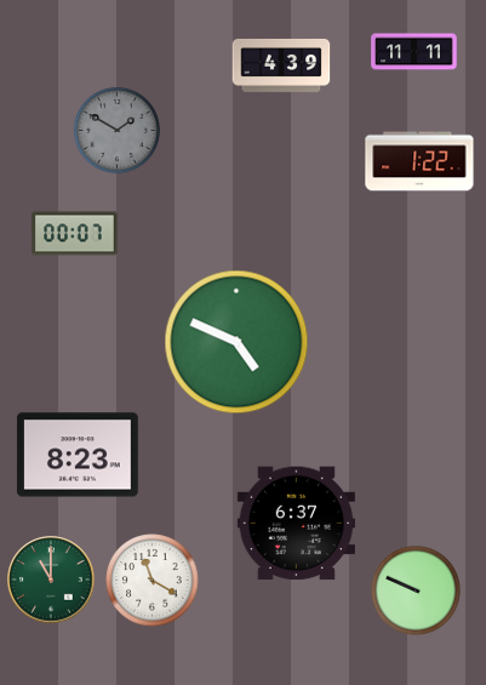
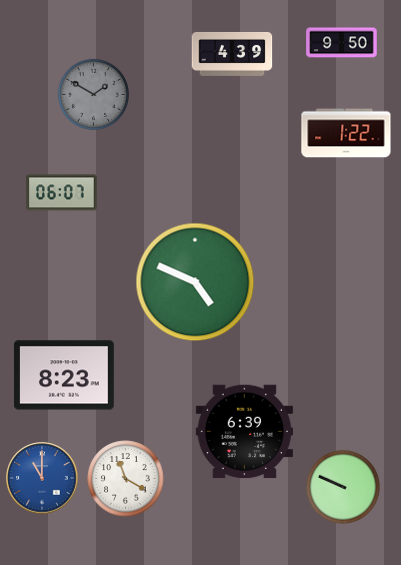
clock at (414, 52): 11:11 -> 9:50
clock at (116, 130) position: (116, 130) -> (93, 94)
clock at (75, 234): 00:07 -> 06:07
clock at (296, 524): 6:37 -> 6:39
clock at (51, 580) dial: green -> blue
